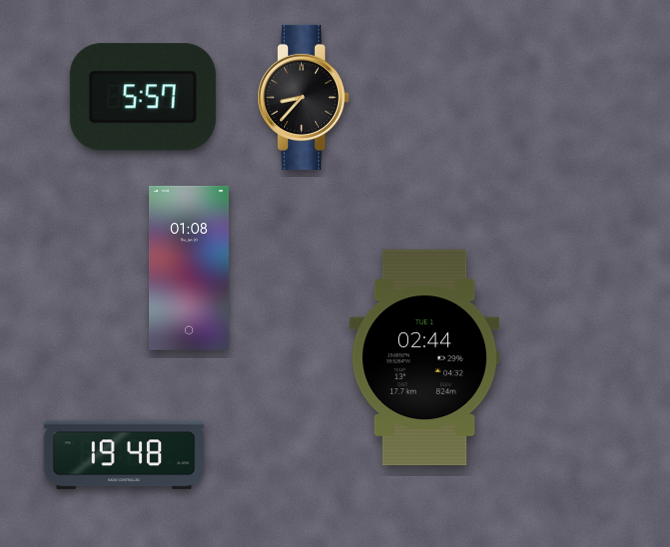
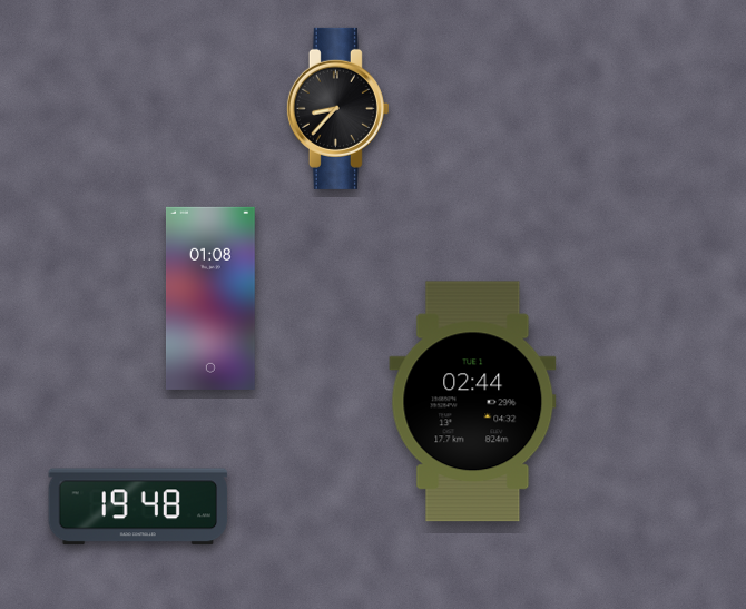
clock at (143, 97): 5:57 -> none
clock at (425, 358) position: (425, 358) -> (473, 402)
